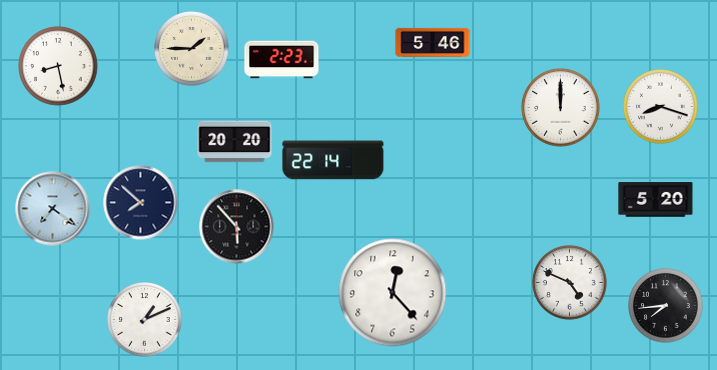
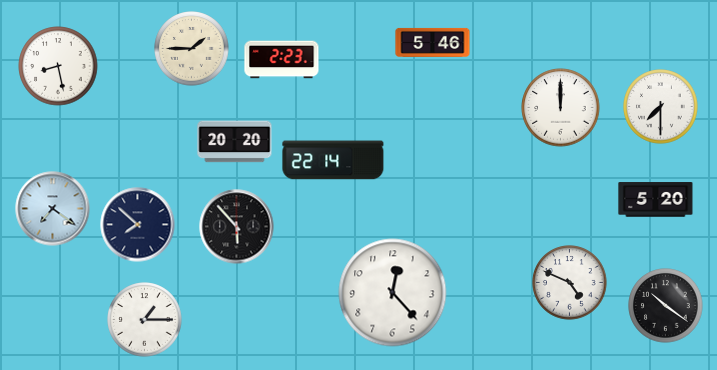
clock at (661, 107): 8:18 -> 7:30
clock at (141, 203) position: (141, 203) -> (138, 225)
clock at (666, 306): 7:44 -> 10:21
clock at (145, 320): 1:11 -> 1:15
